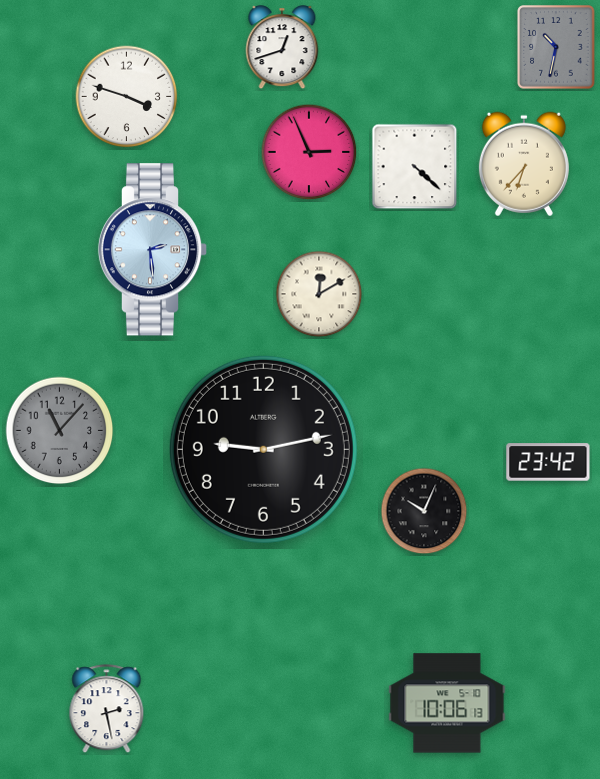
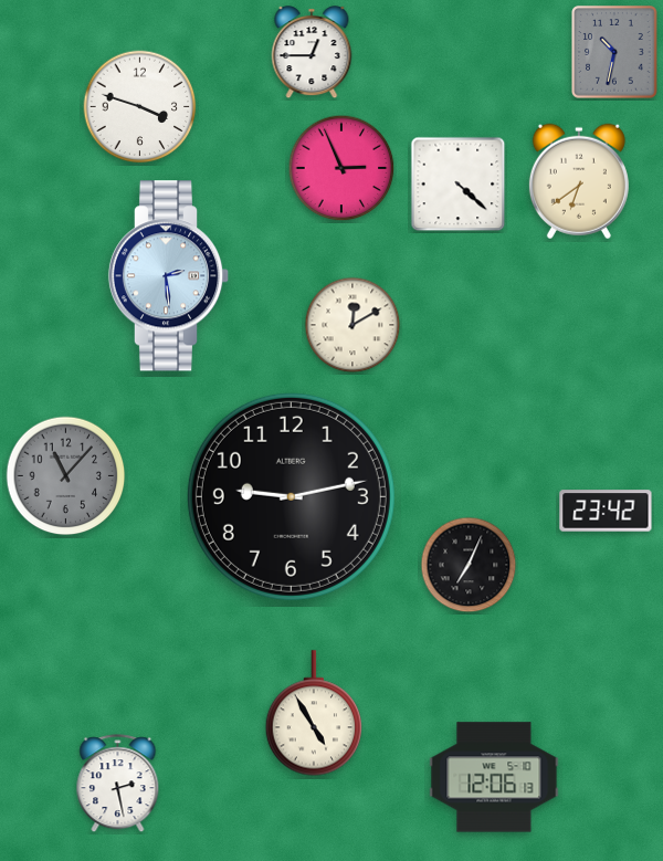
clock at (282, 48): 12:42 -> 12:45
clock at (524, 164): 6:37 -> 6:39
clock at (424, 511): 10:04 -> 7:04
clock at (313, 713): none -> 4:55
clock at (447, 703): 10:06 -> 12:06
